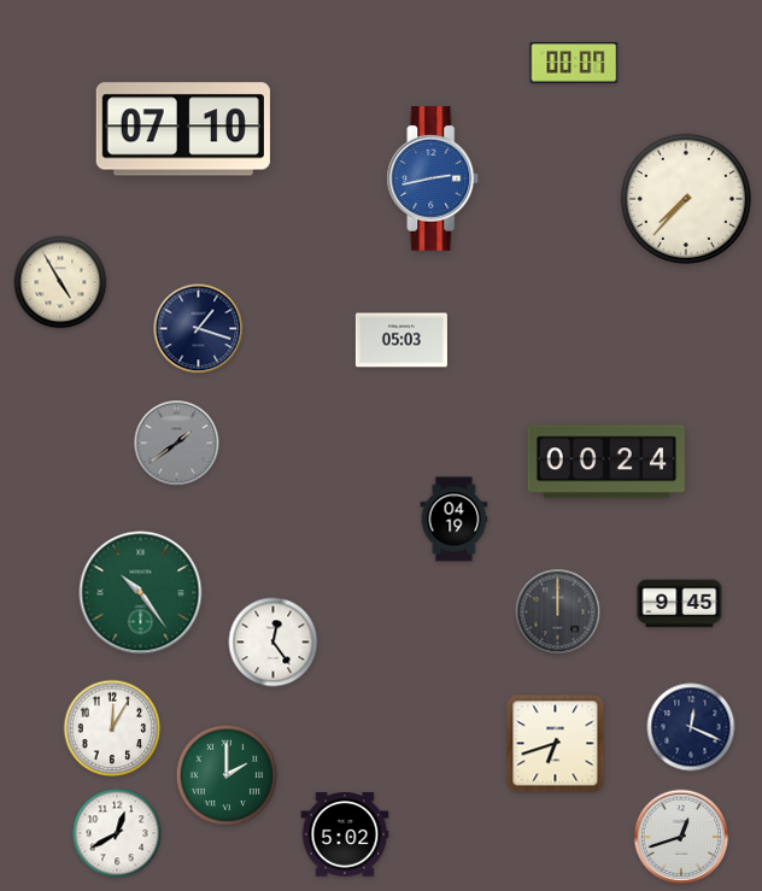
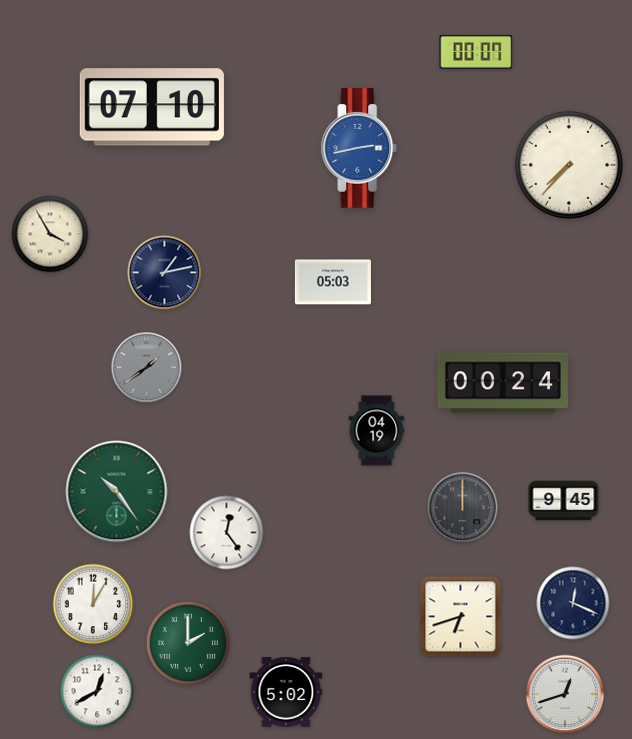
clock at (60, 282): 4:55 -> 3:55
clock at (199, 329): 1:18 -> 1:13
